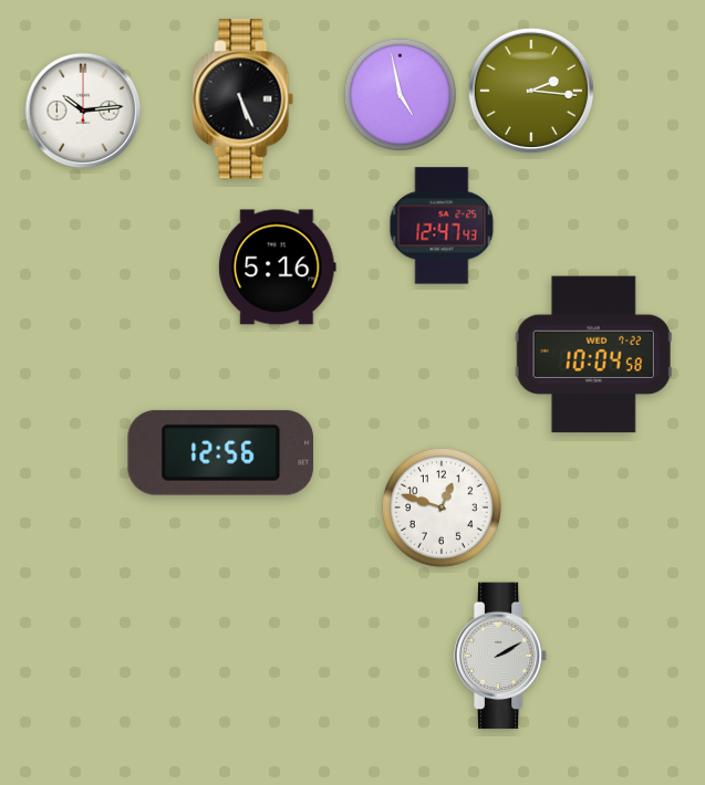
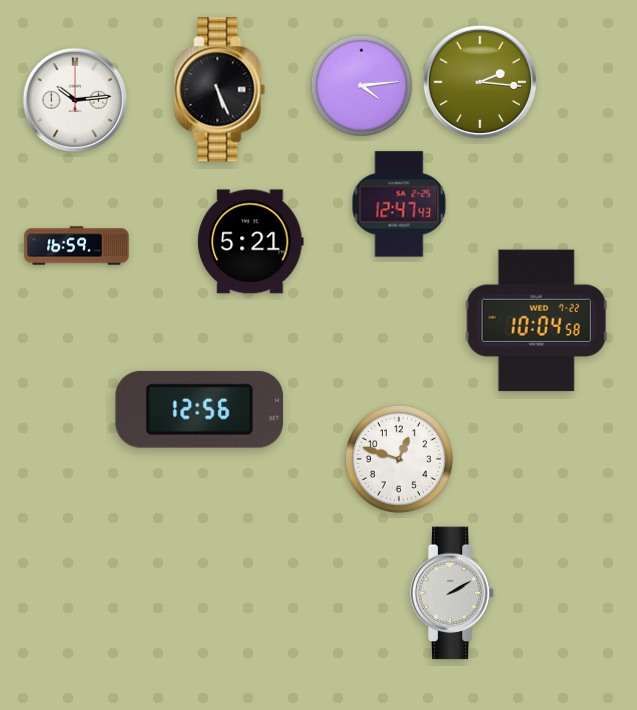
clock at (400, 94): 4:58 -> 4:14
clock at (278, 268): 5:16 -> 5:21
clock at (77, 246): none -> 16:59
